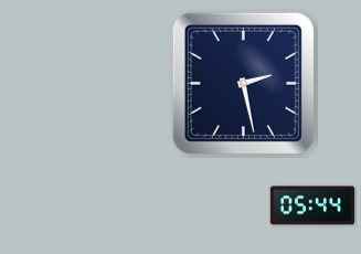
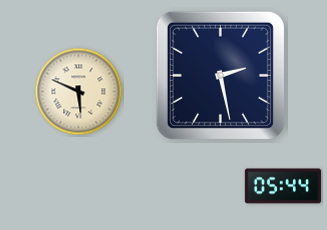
clock at (79, 92): none -> 5:49
